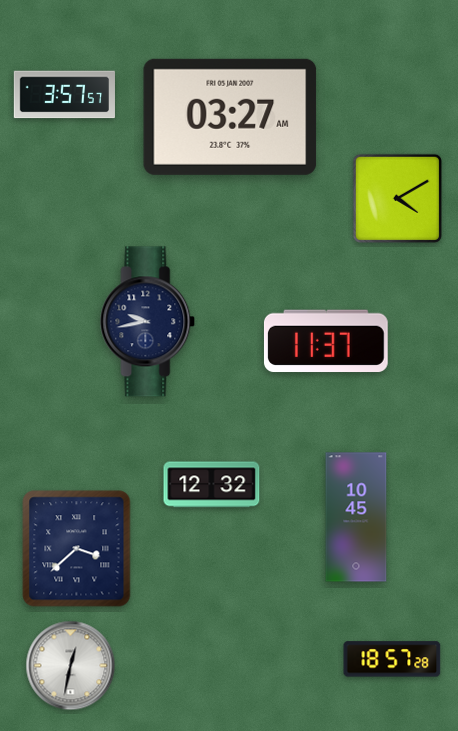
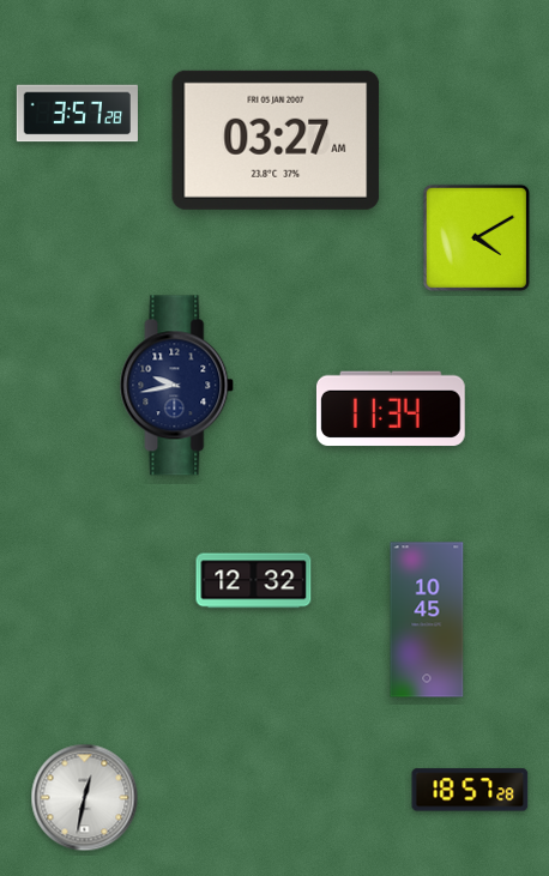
clock at (64, 95): 3:57:57 -> 3:57:28
clock at (326, 341): 11:37 -> 11:34
clock at (77, 549): 3:38 -> none
